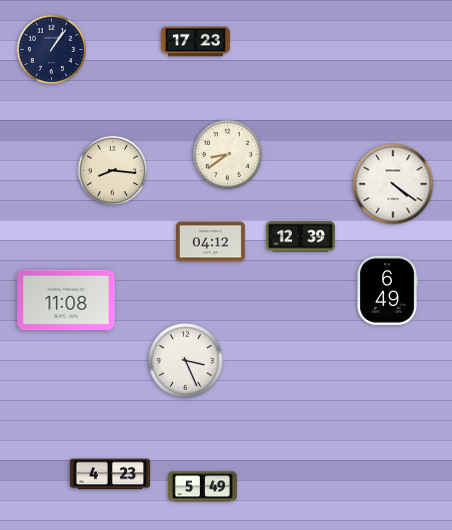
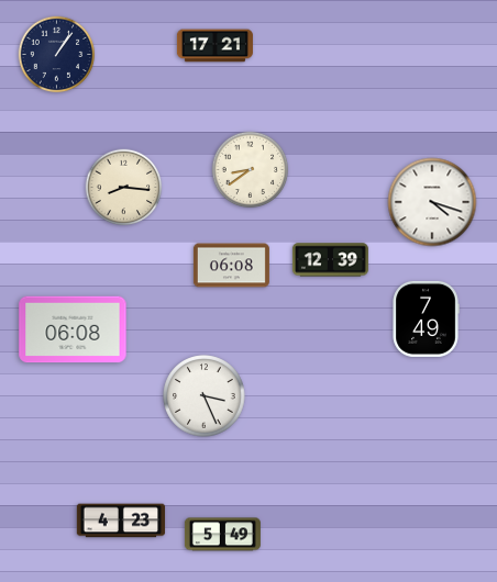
clock at (195, 42): 17:23 -> 17:21
clock at (393, 184): 4:21 -> 4:18
clock at (210, 242): 04:12 -> 06:08
clock at (387, 290): 6:49 -> 7:49
clock at (66, 300): 11:08 -> 06:08
